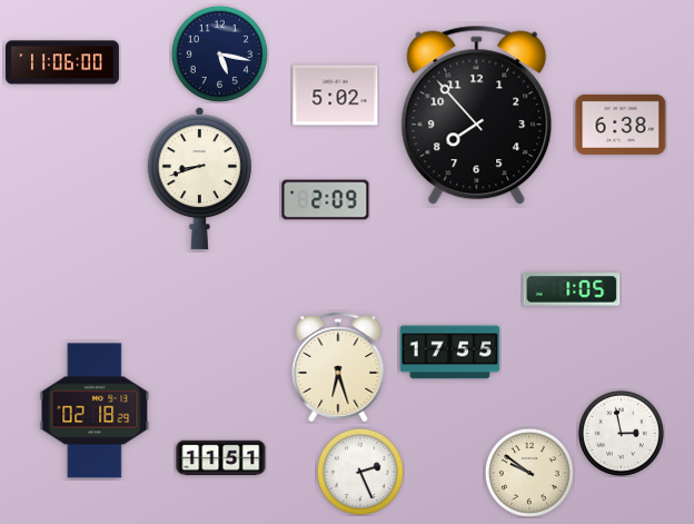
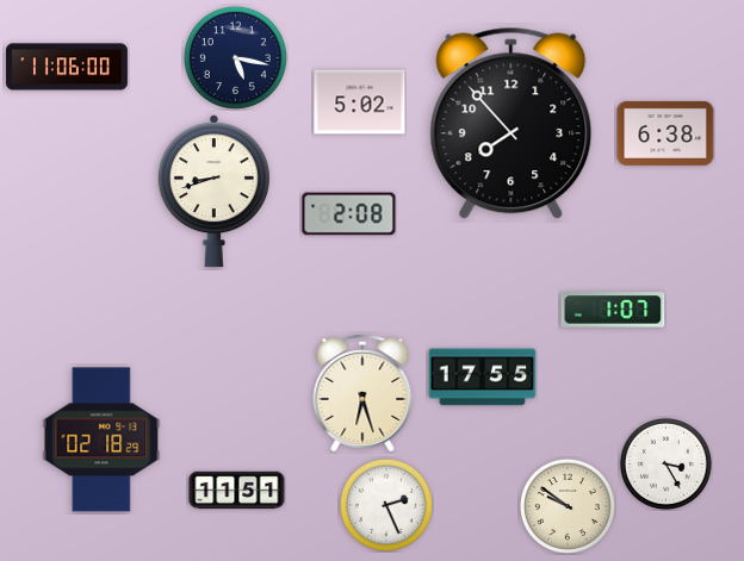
clock at (326, 200): 2:09 -> 2:08
clock at (572, 289): 1:05 -> 1:07
clock at (621, 433): 2:58 -> 3:25
